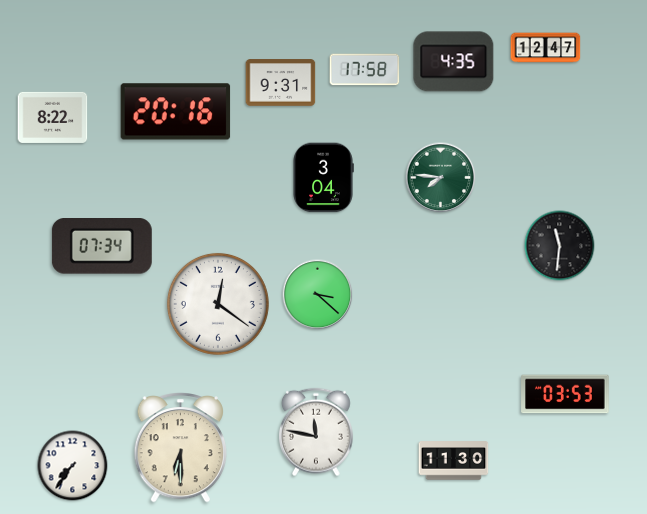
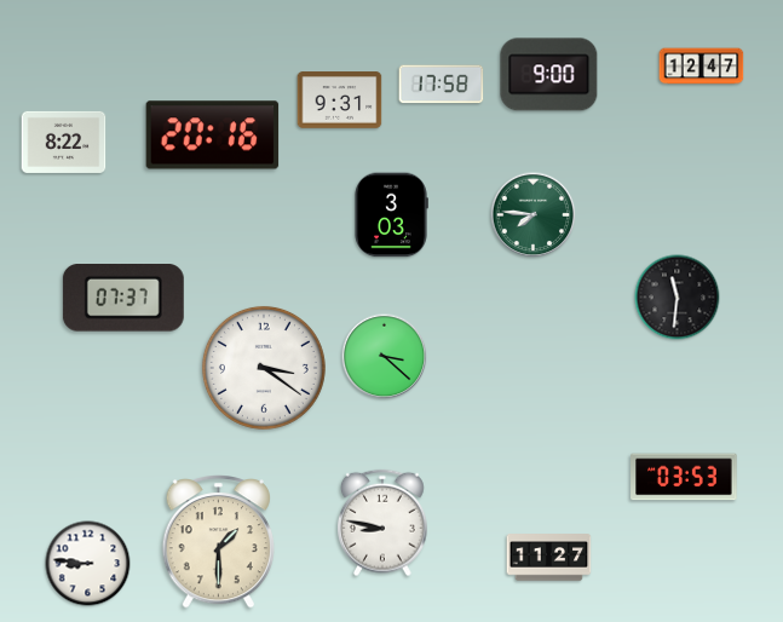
clock at (546, 48) position: (546, 48) -> (702, 67)
clock at (454, 62): 4:35 -> 9:00
clock at (323, 178): 3:04 -> 3:03
clock at (102, 246): 07:34 -> 07:37
clock at (218, 304): 12:21 -> 3:21
clock at (317, 432): 11:47 -> 8:47
clock at (180, 448): 6:30 -> 1:30
clock at (454, 461): 11:30 -> 11:27
clock at (73, 466): 7:36 -> 8:46
